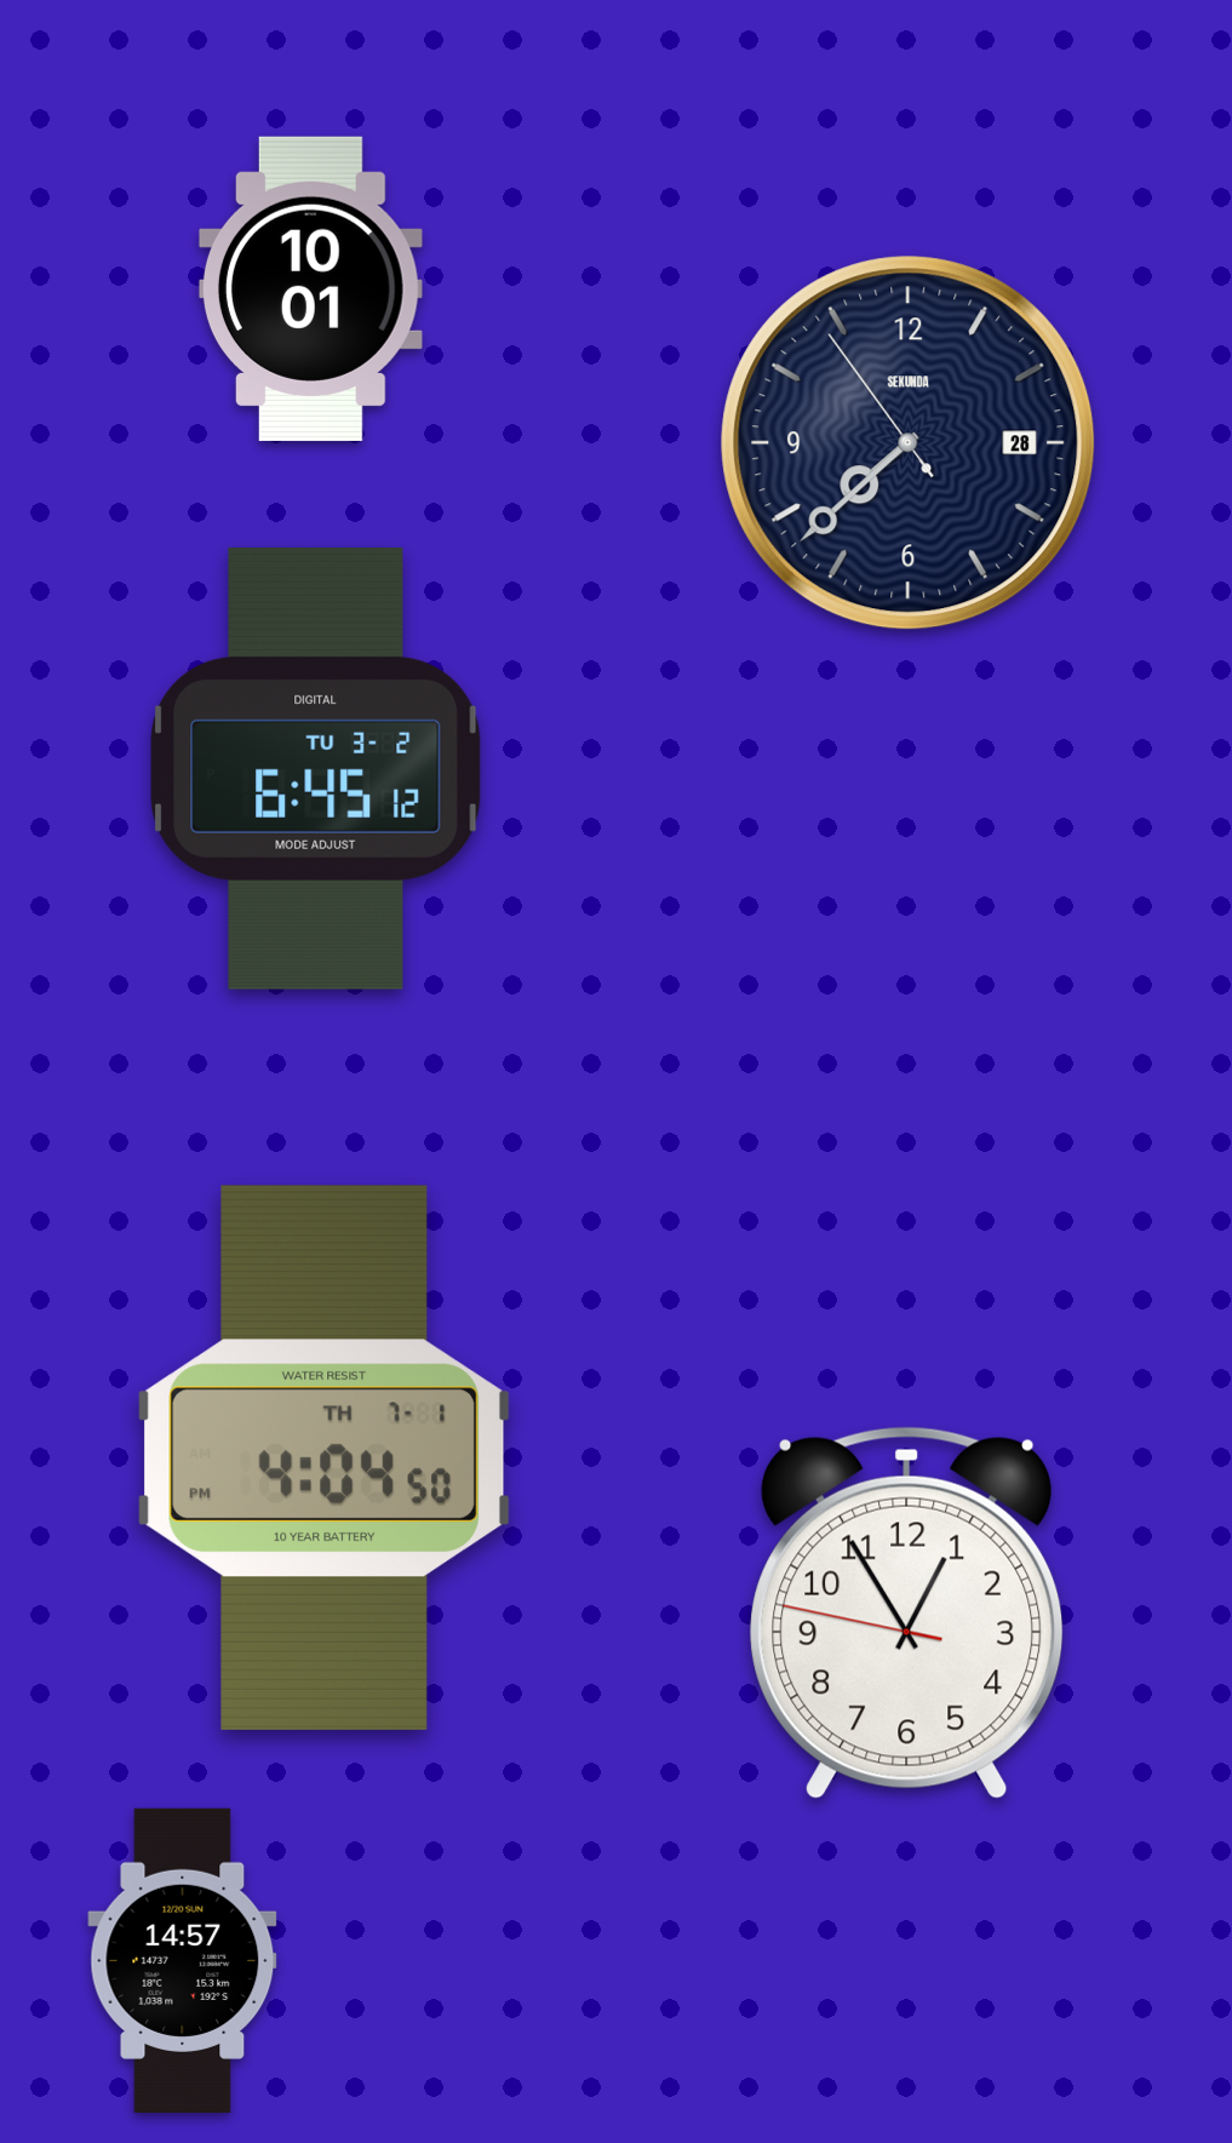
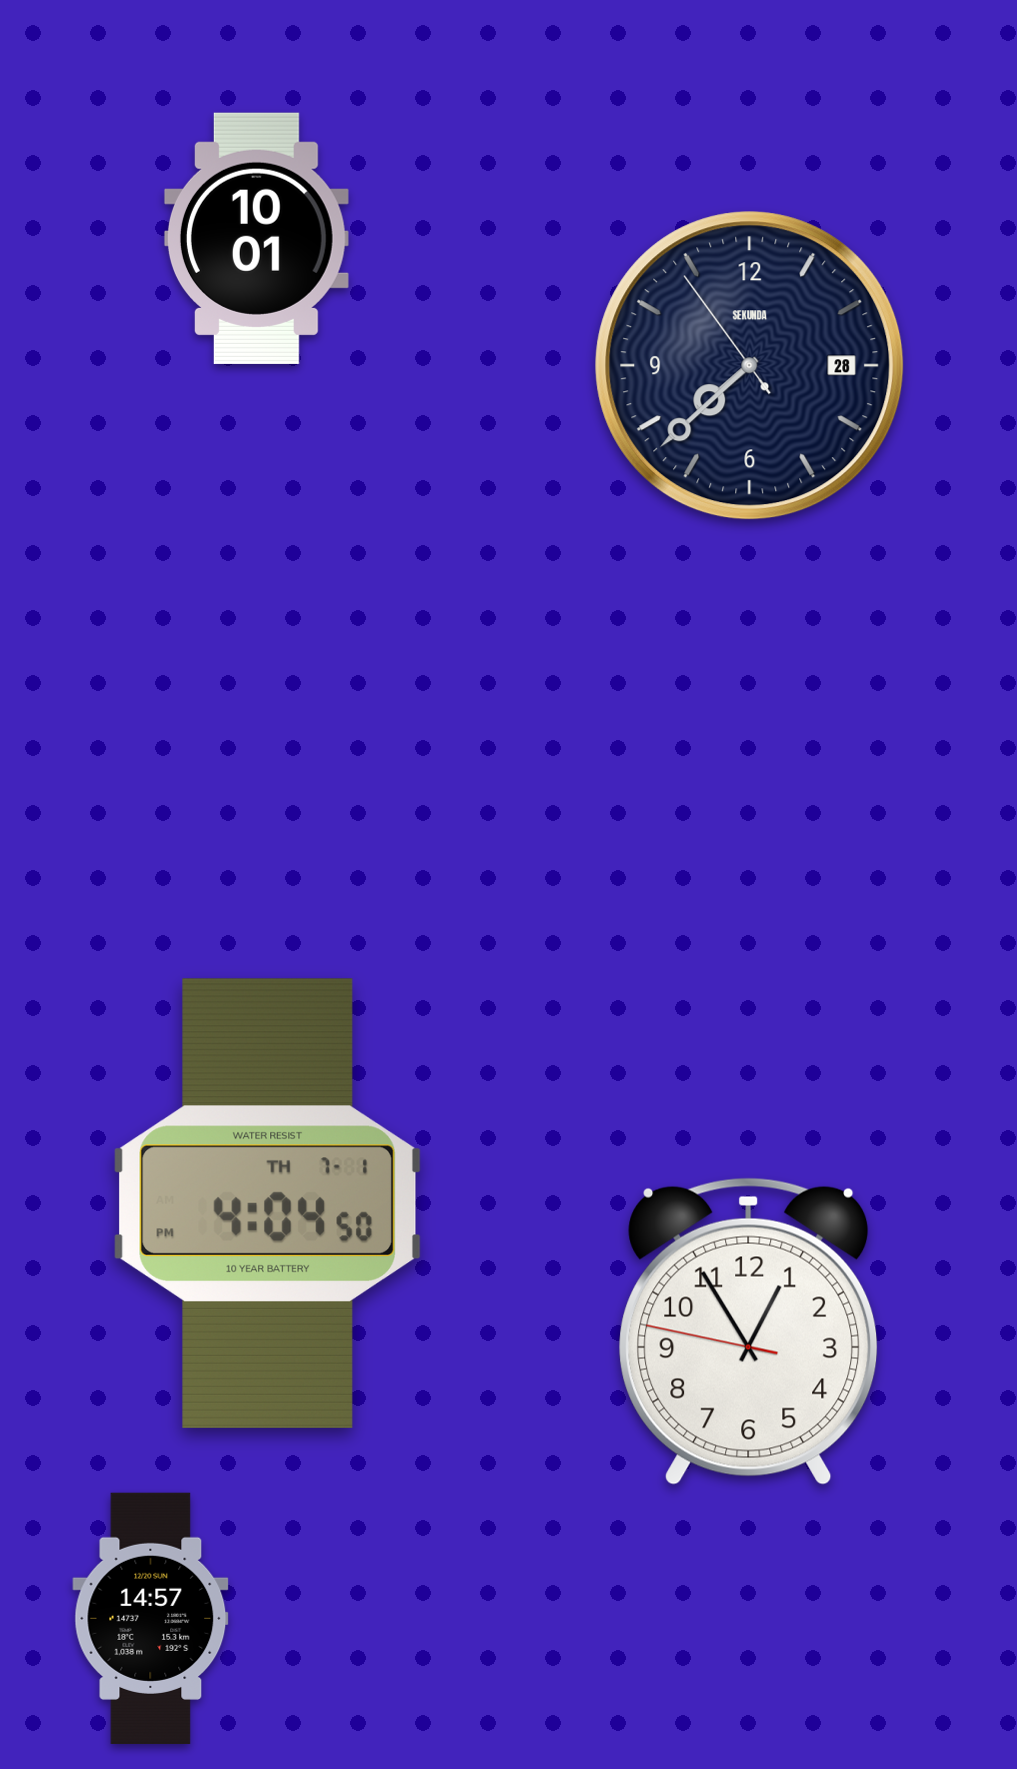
clock at (316, 768): 6:45 -> none
